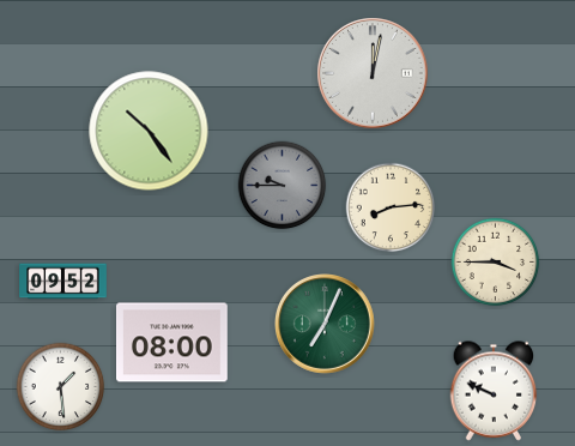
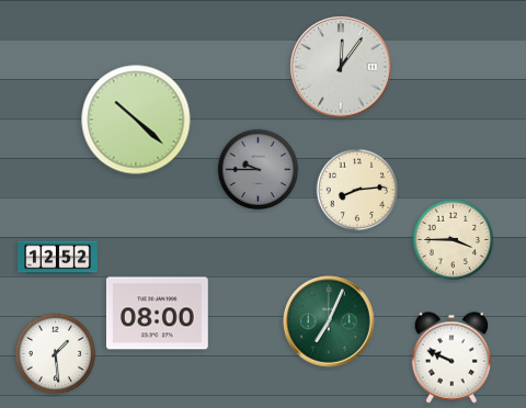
clock at (373, 73): 12:02 -> 12:06
clock at (149, 131): 10:24 -> 10:22
clock at (63, 282): 09:52 -> 12:52
clock at (326, 325) position: (326, 325) -> (330, 322)
